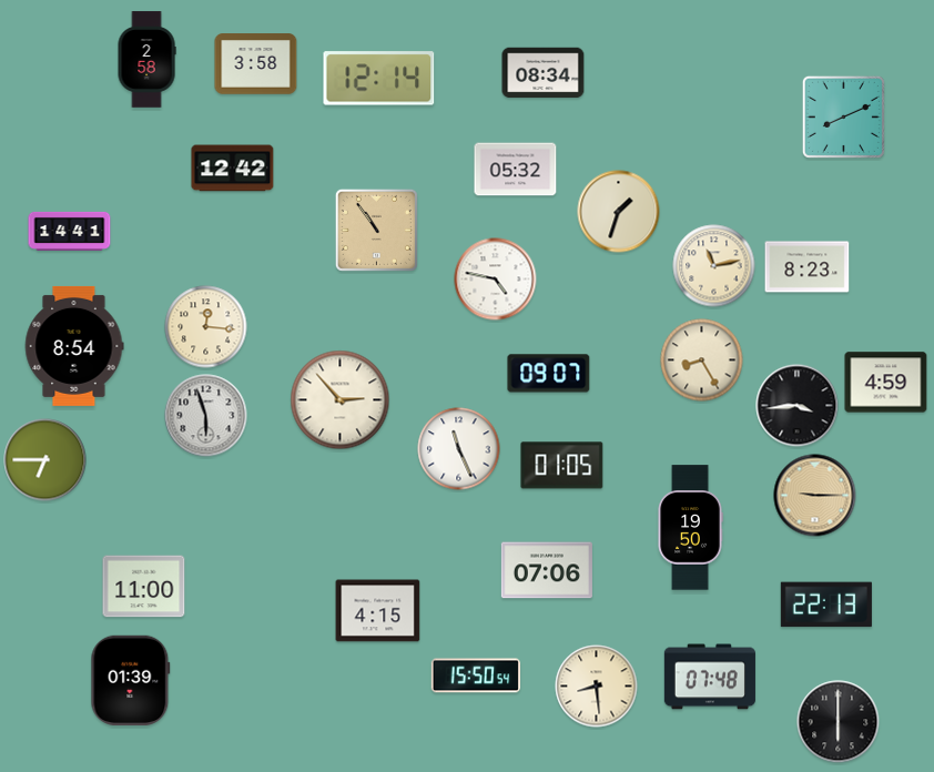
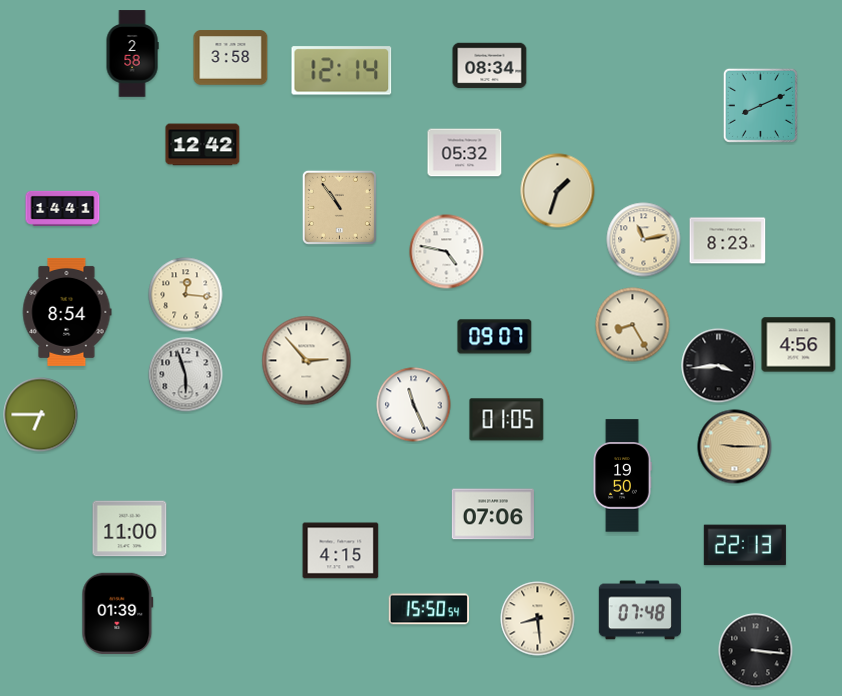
clock at (233, 169) position: (233, 169) -> (203, 145)
clock at (886, 383): 4:59 -> 4:56
clock at (839, 722): 6:00 -> 3:16
